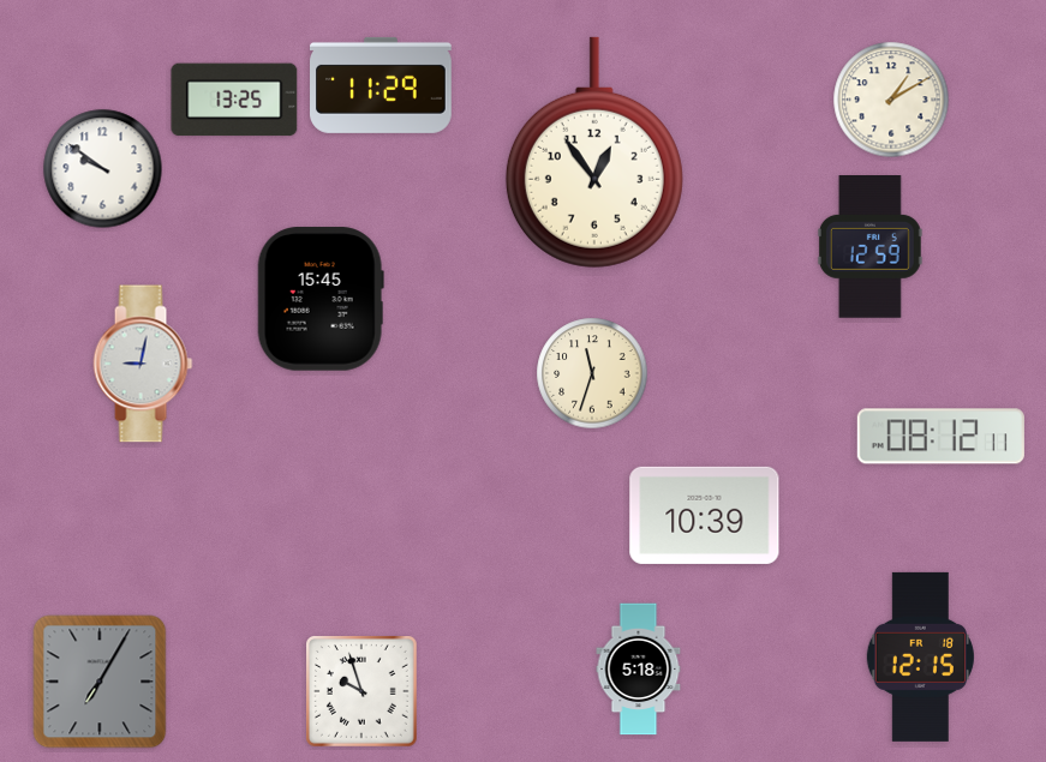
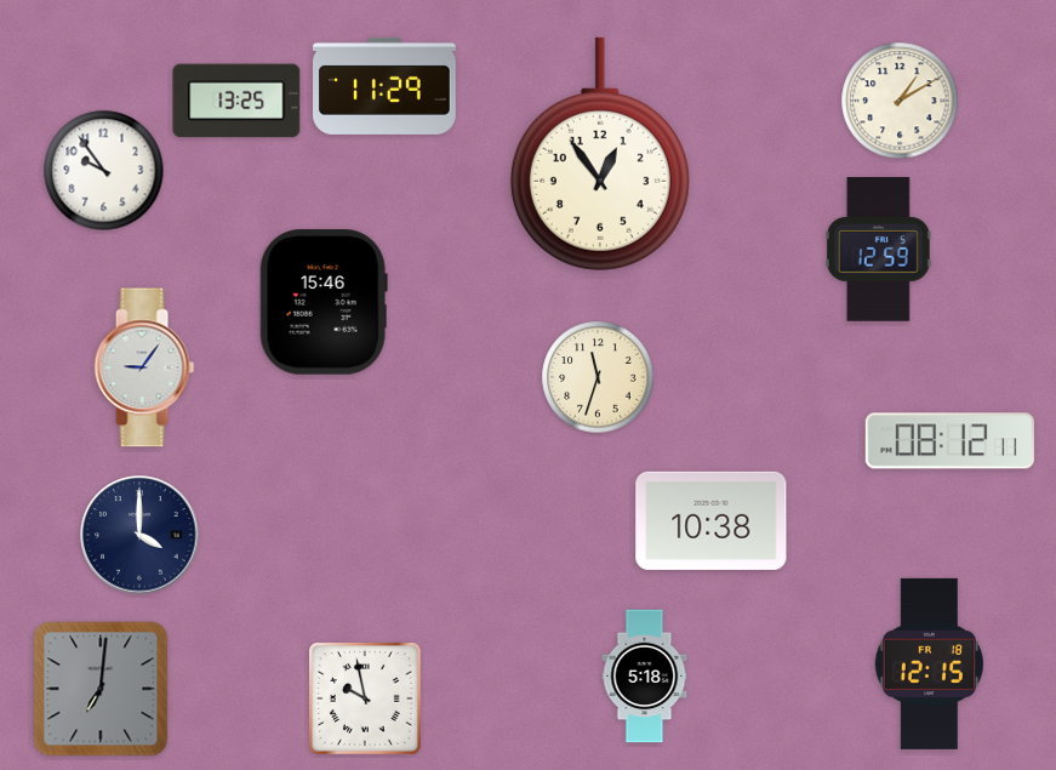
clock at (103, 169): 9:51 -> 9:54
clock at (321, 299): 15:45 -> 15:46
clock at (143, 364): 9:02 -> 9:06
clock at (705, 515): 10:39 -> 10:38
clock at (139, 535): none -> 4:00
clock at (100, 682): 7:05 -> 7:01
clock at (363, 692): 9:57 -> 9:58
